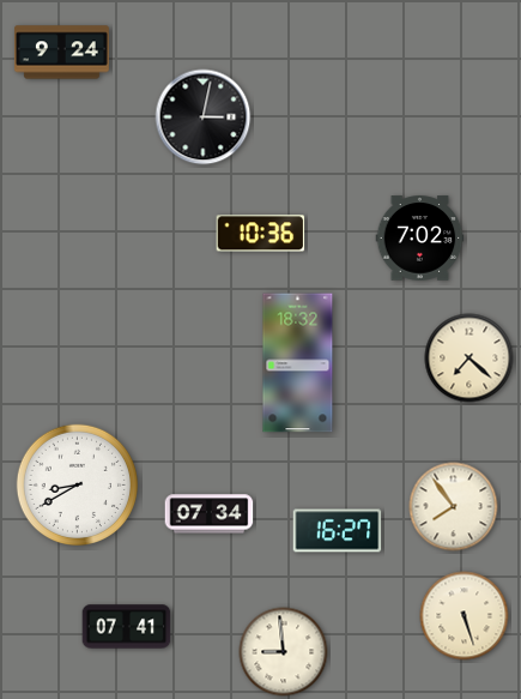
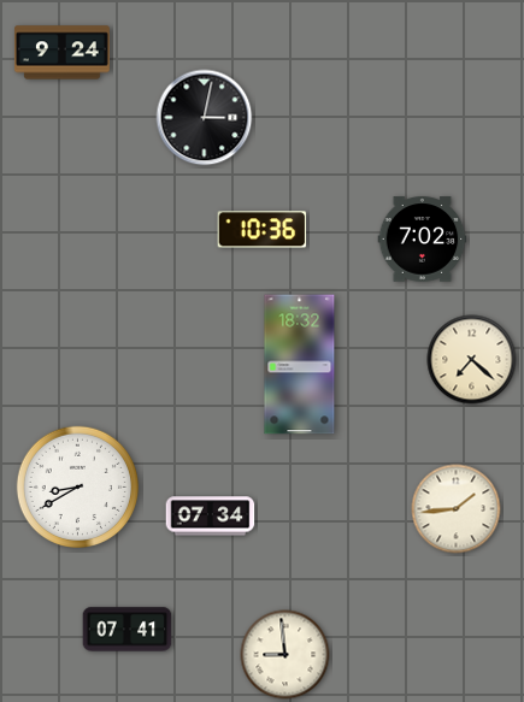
clock at (261, 234) position: (261, 234) -> (263, 230)
clock at (454, 507): 7:54 -> 1:44
clock at (338, 531): 16:27 -> none
clock at (465, 616): 5:27 -> none
